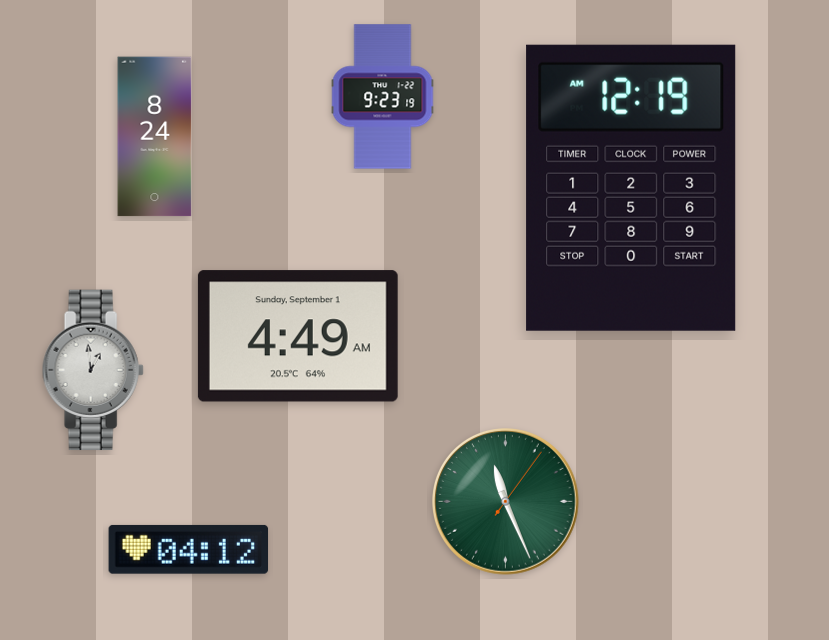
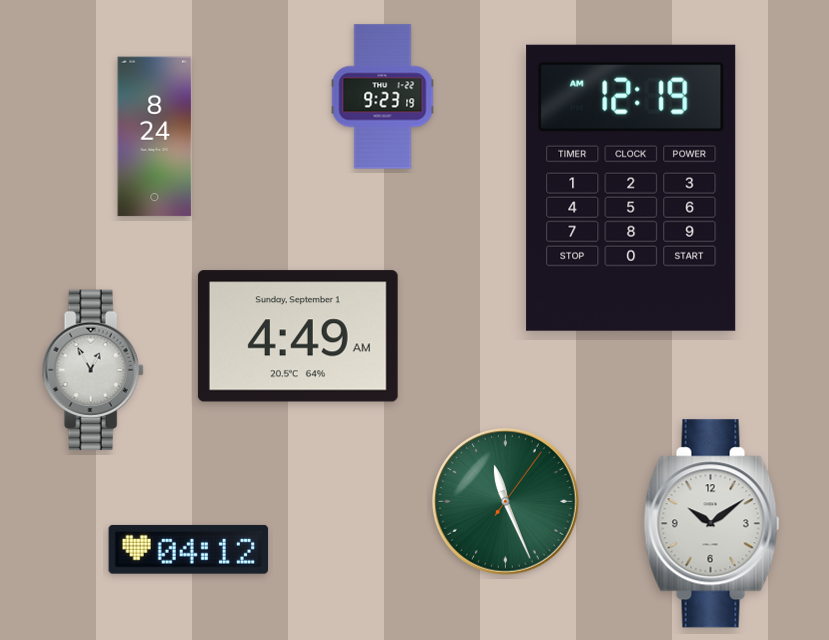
clock at (93, 370): 12:59 -> 12:55
clock at (712, 524): none -> 10:09
